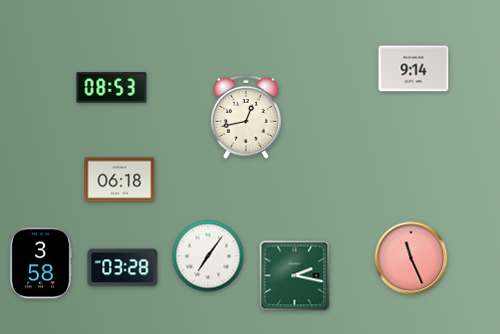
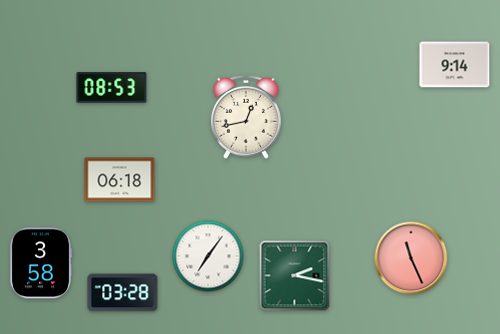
clock at (414, 69) position: (414, 69) -> (455, 65)
clock at (123, 268) position: (123, 268) -> (123, 293)
